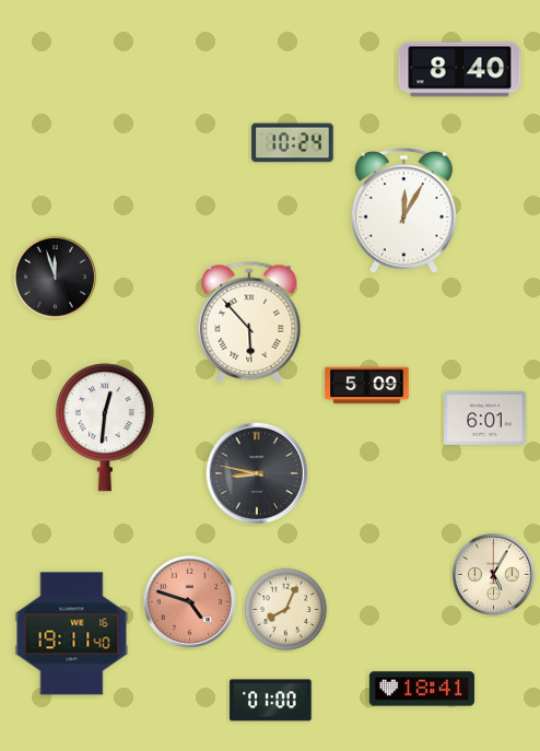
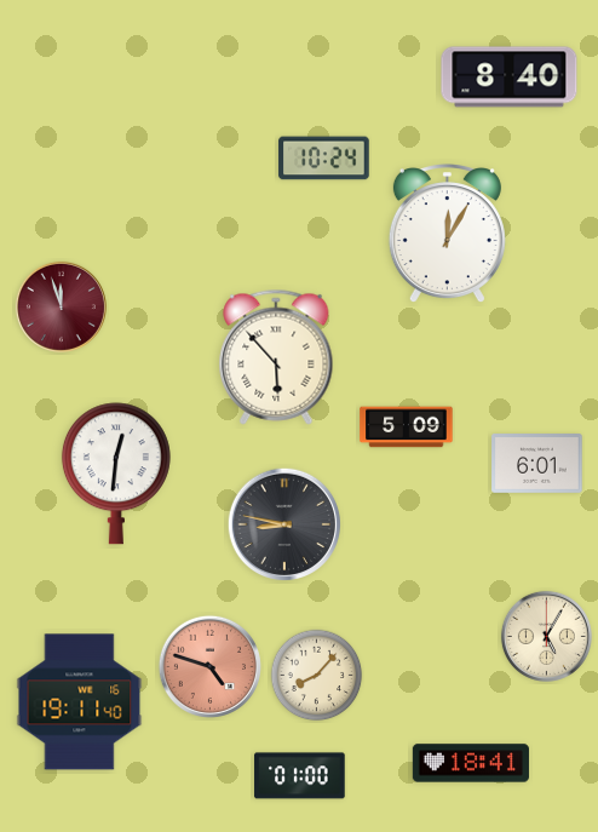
clock at (55, 277) dial: black -> burgundy
clock at (286, 610): 8:04 -> 8:07
clock at (422, 689) position: (422, 689) -> (471, 763)
